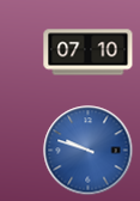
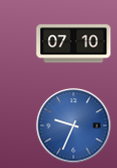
clock at (89, 151): 9:48 -> 9:34
